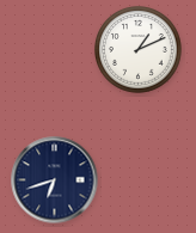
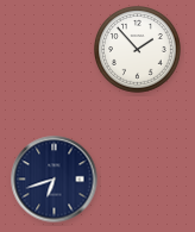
clock at (139, 50): 1:11 -> 1:53
